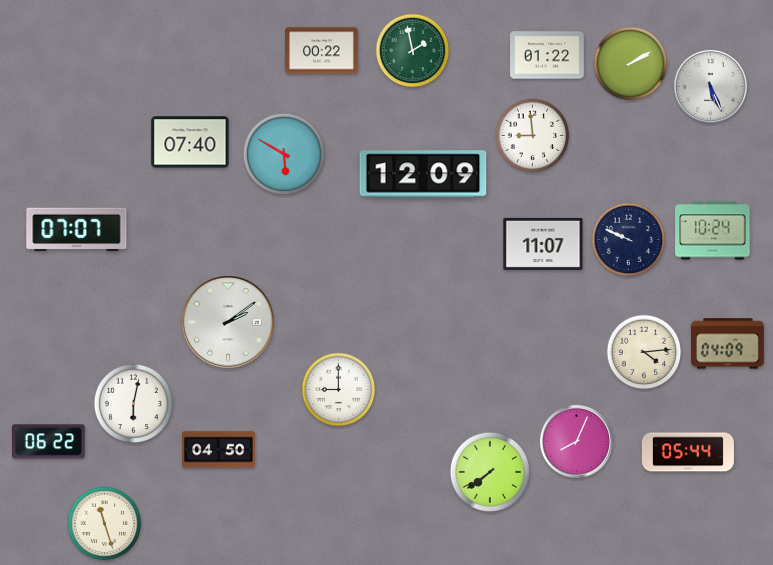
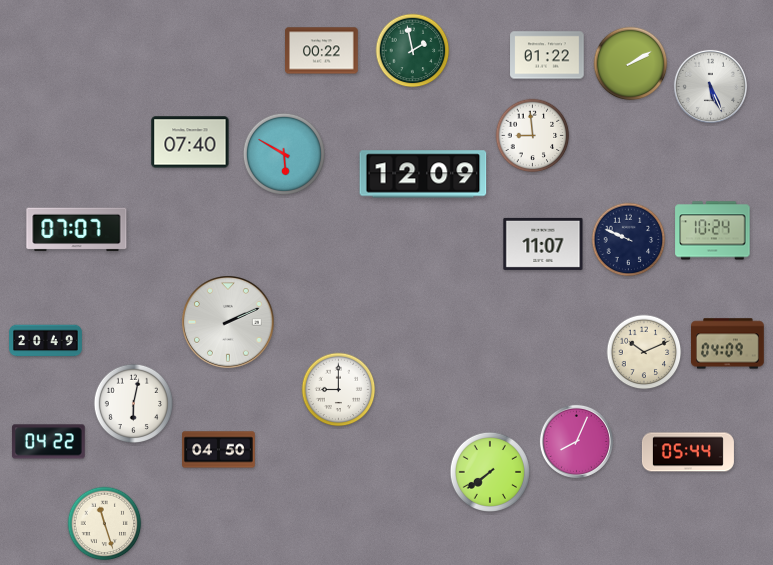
clock at (228, 322): 2:09 -> 2:11
clock at (46, 341): none -> 20:49
clock at (644, 352): 4:14 -> 10:11
clock at (48, 442): 06:22 -> 04:22
